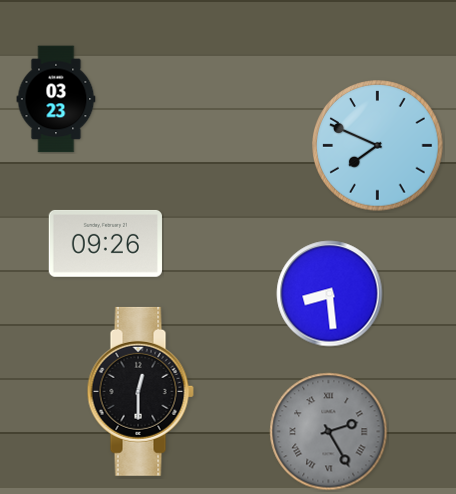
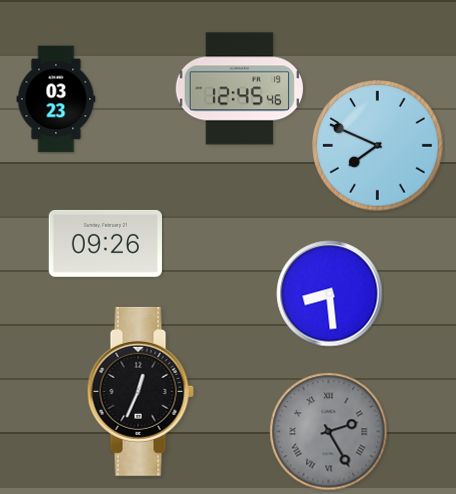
clock at (239, 89): none -> 12:45
clock at (140, 391): 12:30 -> 12:34
